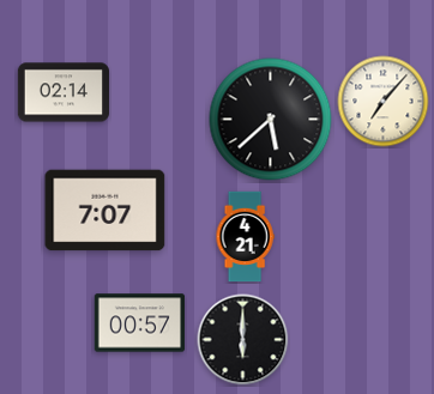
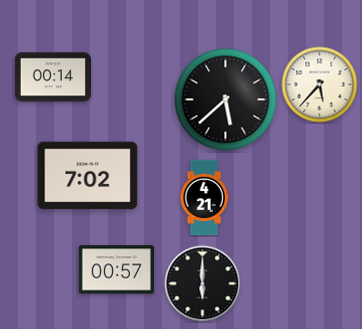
clock at (62, 92): 02:14 -> 00:14
clock at (384, 102): 7:07 -> 5:37
clock at (106, 211): 7:07 -> 7:02
